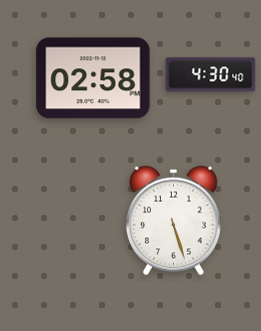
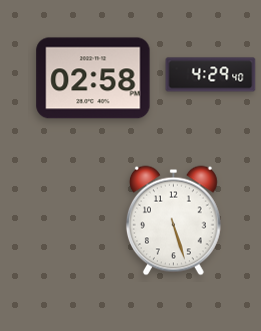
clock at (211, 75): 4:30 -> 4:29
